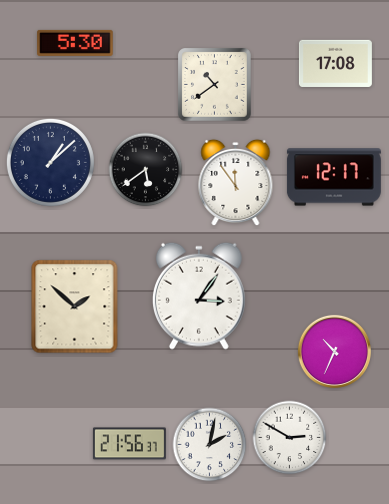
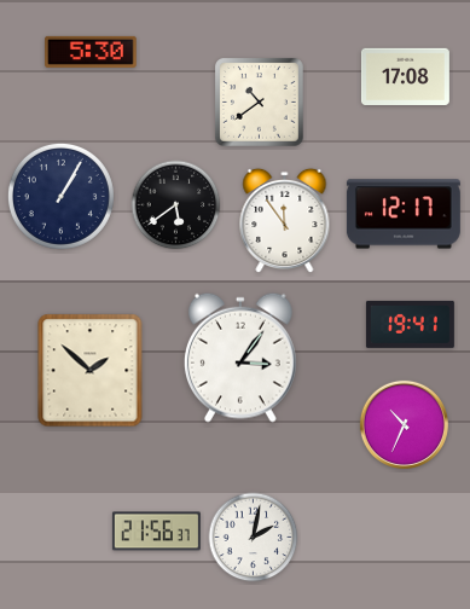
clock at (50, 162): 1:08 -> 1:05
clock at (410, 324): none -> 19:41
clock at (290, 438): 2:50 -> none
clock at (129, 444) position: (129, 444) -> (156, 532)
